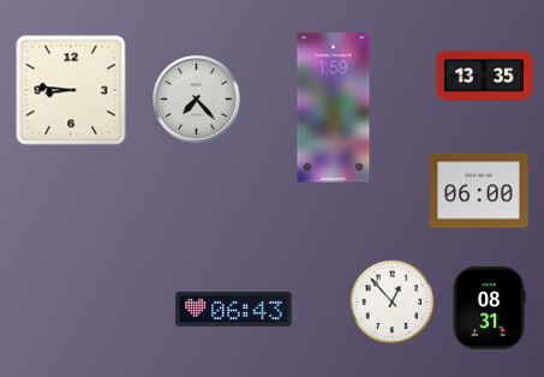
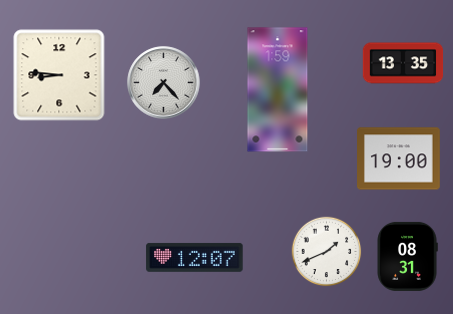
clock at (479, 191): 06:00 -> 19:00
clock at (393, 303): 12:53 -> 1:41
clock at (234, 309): 06:43 -> 12:07
